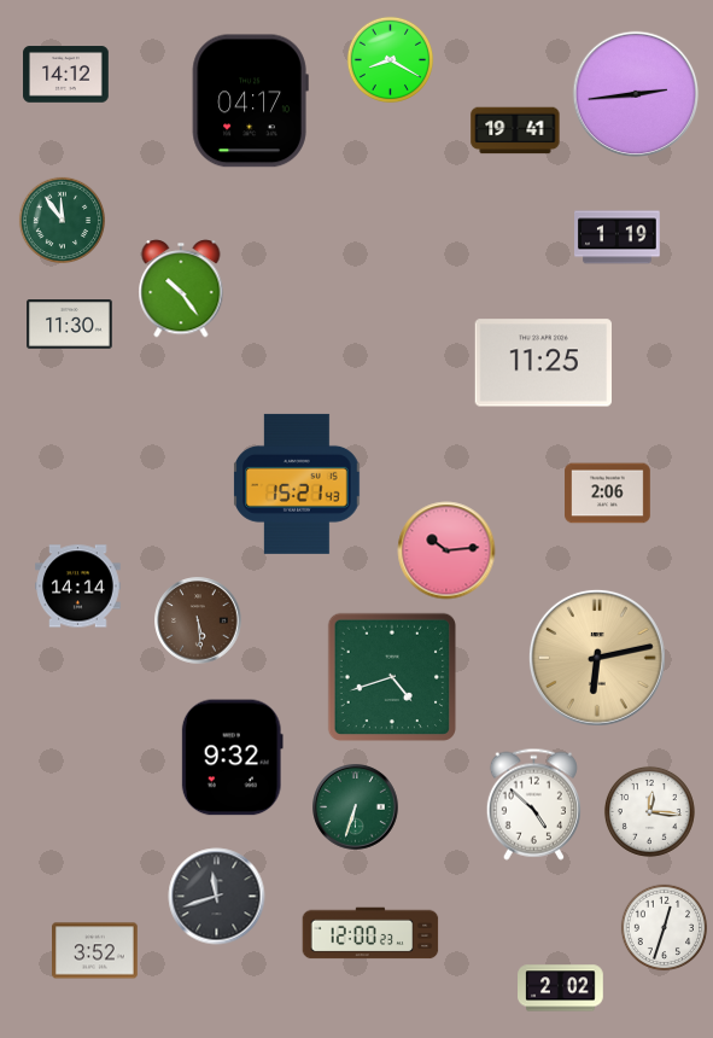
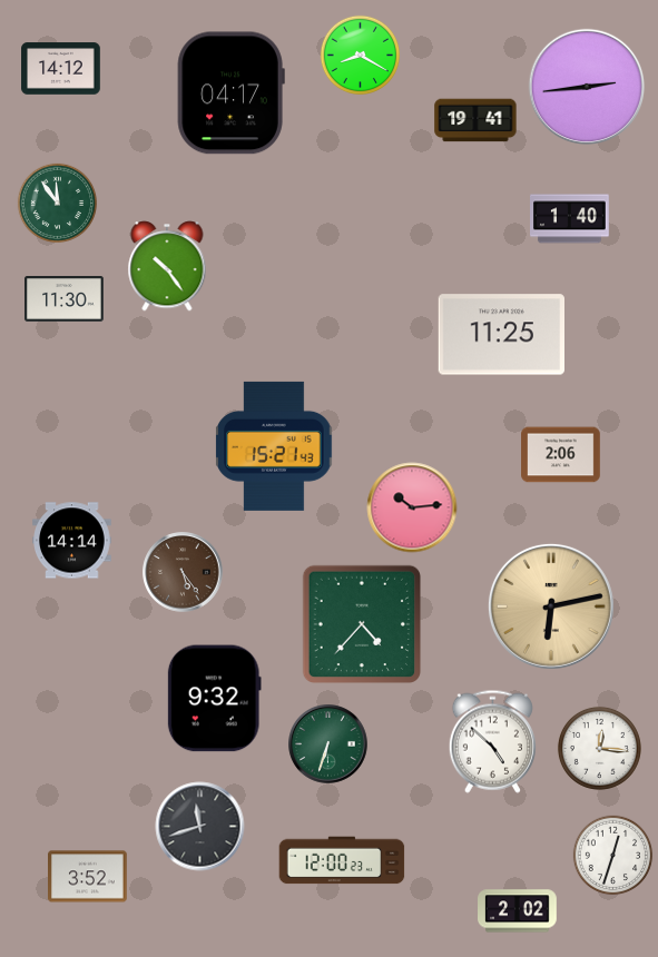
clock at (618, 238): 1:19 -> 1:40
clock at (198, 620): 5:29 -> 5:24
clock at (392, 677): 4:42 -> 4:37
